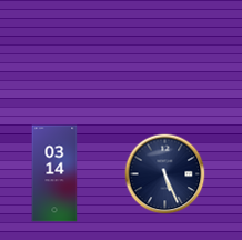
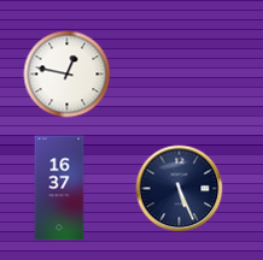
clock at (68, 75): none -> 12:47
clock at (54, 173): 03:14 -> 16:37
